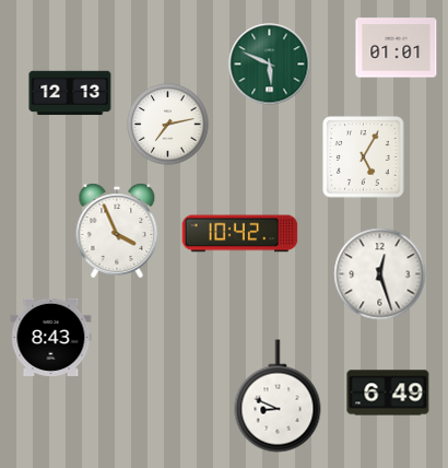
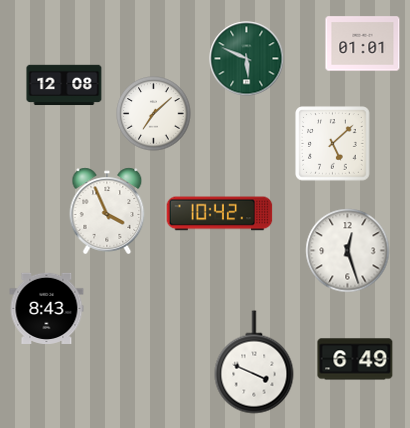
clock at (70, 93): 12:13 -> 12:08
clock at (168, 125): 7:13 -> 7:08
clock at (364, 157): 5:05 -> 5:08
clock at (278, 396): 8:49 -> 3:49
